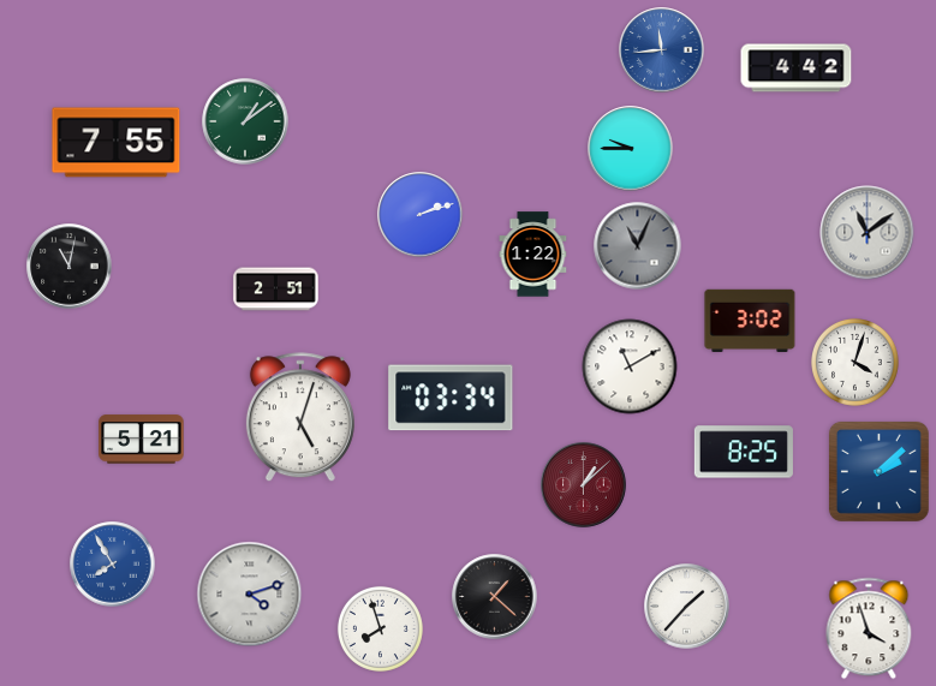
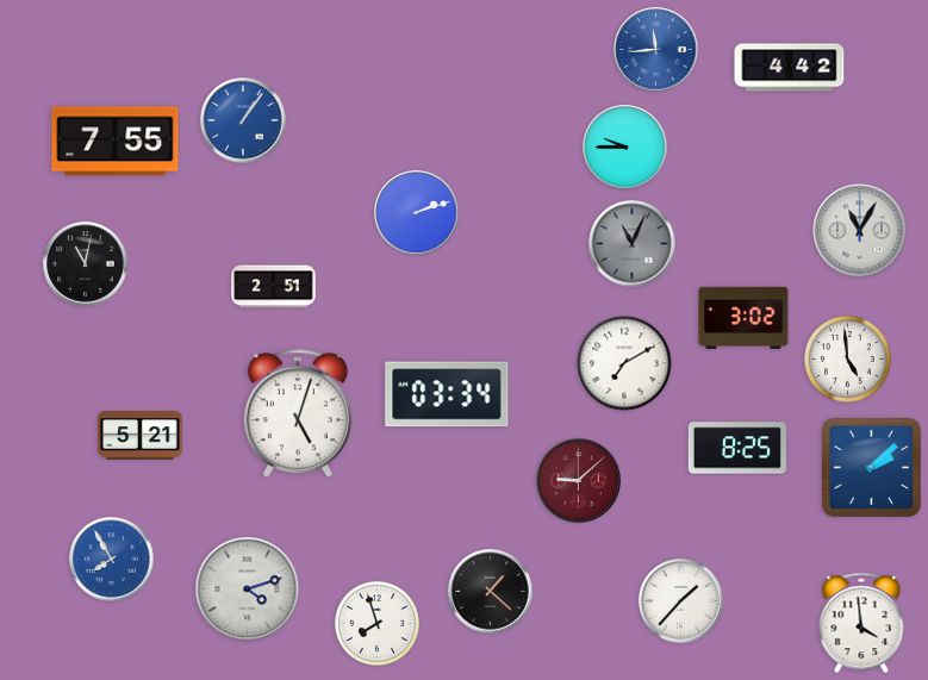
clock at (245, 121): 1:09 -> 1:06
clock at (245, 121) dial: green -> blue
clock at (868, 233): 11:09 -> 11:05
clock at (533, 255): 1:22 -> none
clock at (70, 267) position: (70, 267) -> (86, 264)
clock at (855, 363): 4:03 -> 4:59
clock at (630, 366): 11:10 -> 7:10
clock at (584, 485): 1:08 -> 9:08
clock at (869, 628): 3:57 -> 3:59
